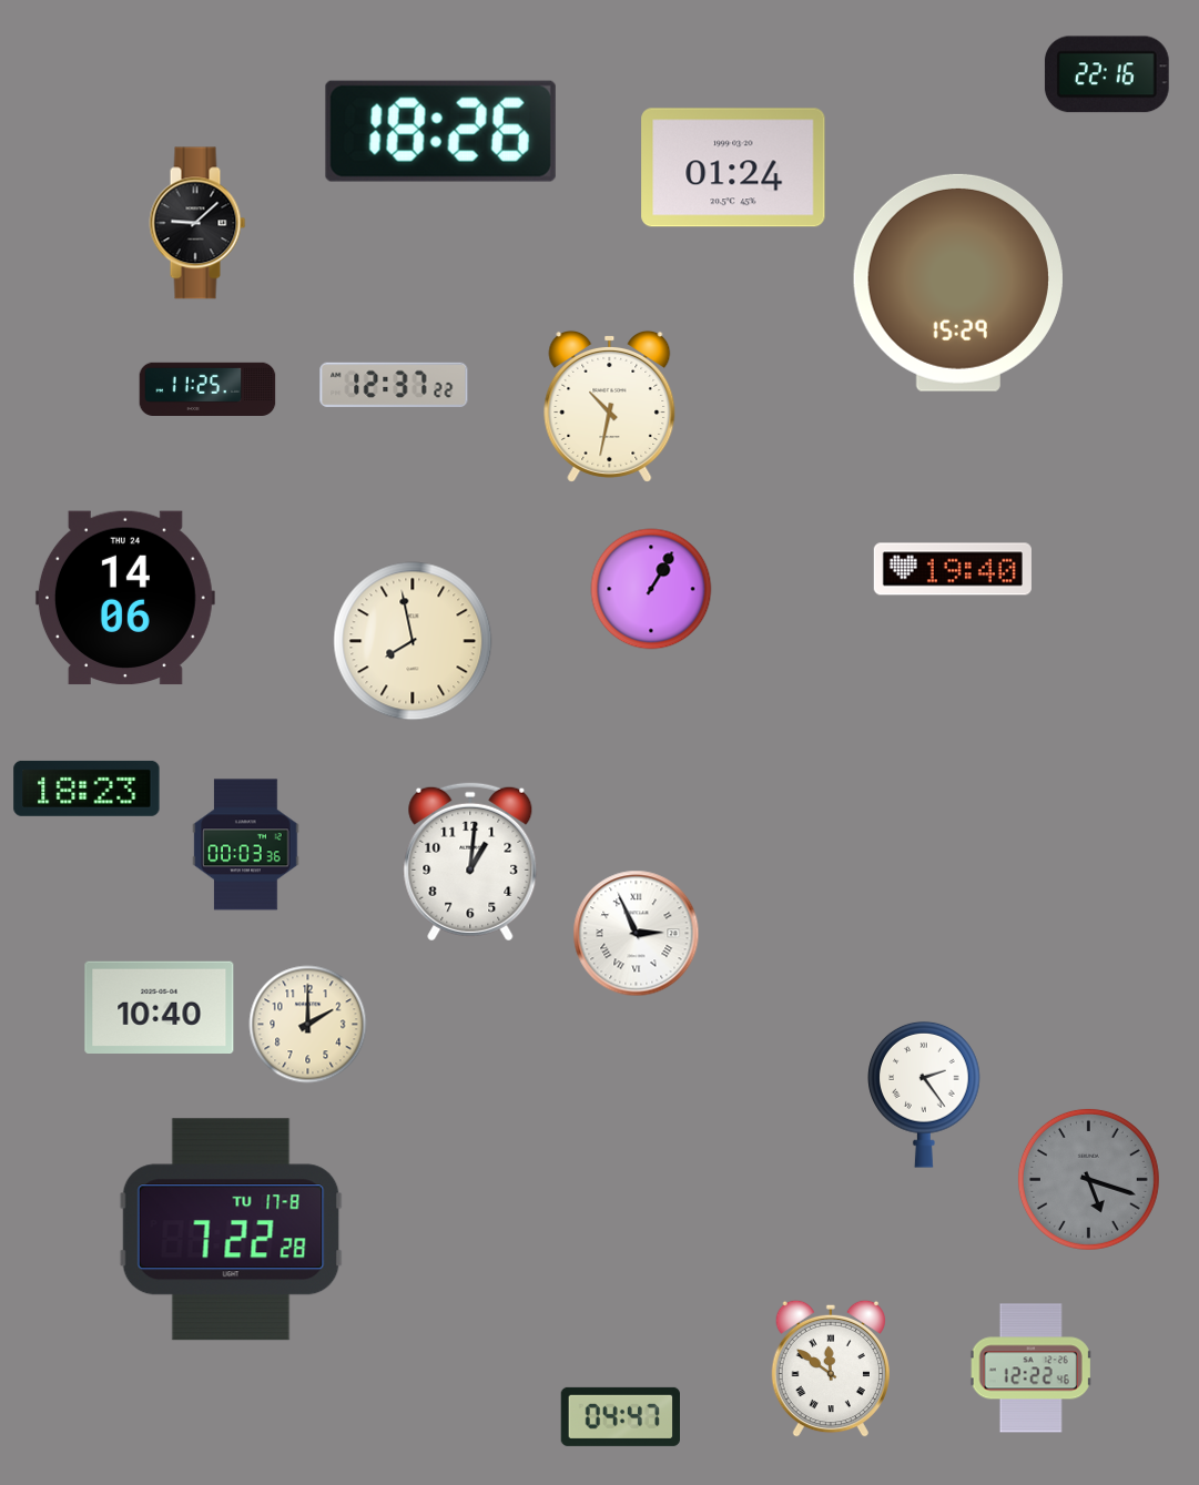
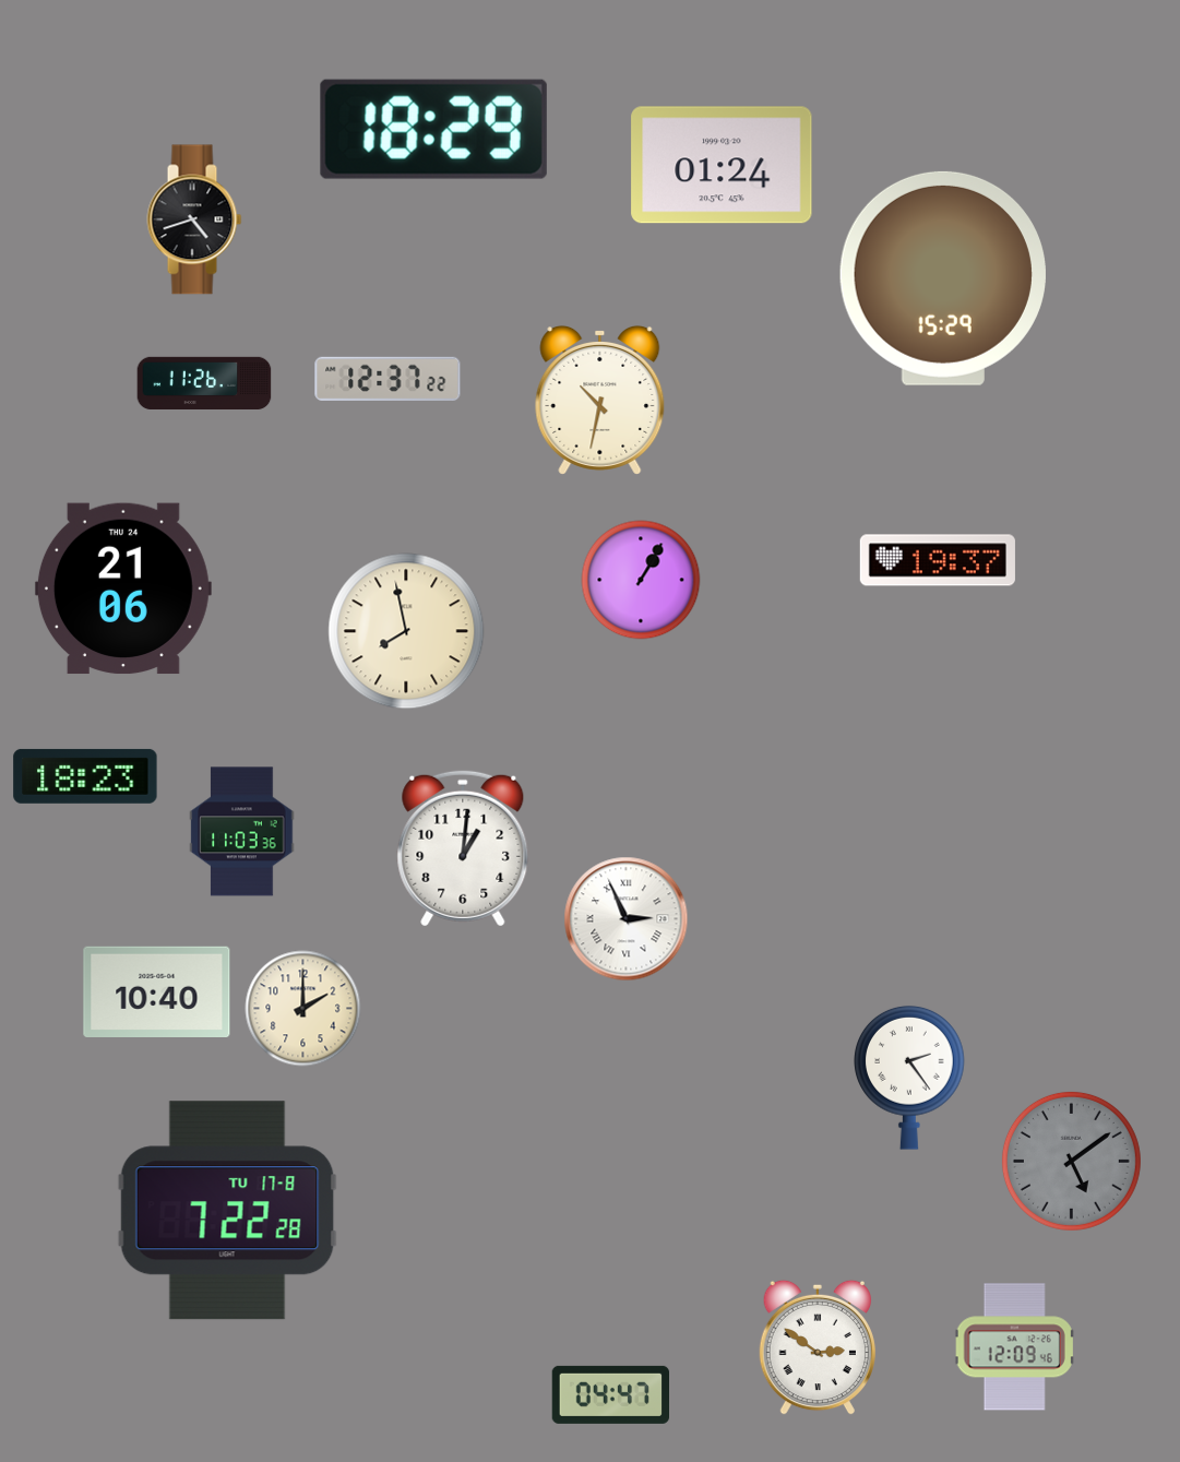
clock at (1107, 74): 22:16 -> none
clock at (440, 131): 18:26 -> 18:29
clock at (197, 223): 9:08 -> 4:42
clock at (207, 388): 11:25 -> 11:26
clock at (953, 569): 19:40 -> 19:37
clock at (125, 598): 14:06 -> 21:06
clock at (246, 845): 00:03 -> 11:03
clock at (1088, 1179): 5:18 -> 5:09
clock at (831, 1369): 11:51 -> 2:51
clock at (1032, 1369): 12:22 -> 12:09
